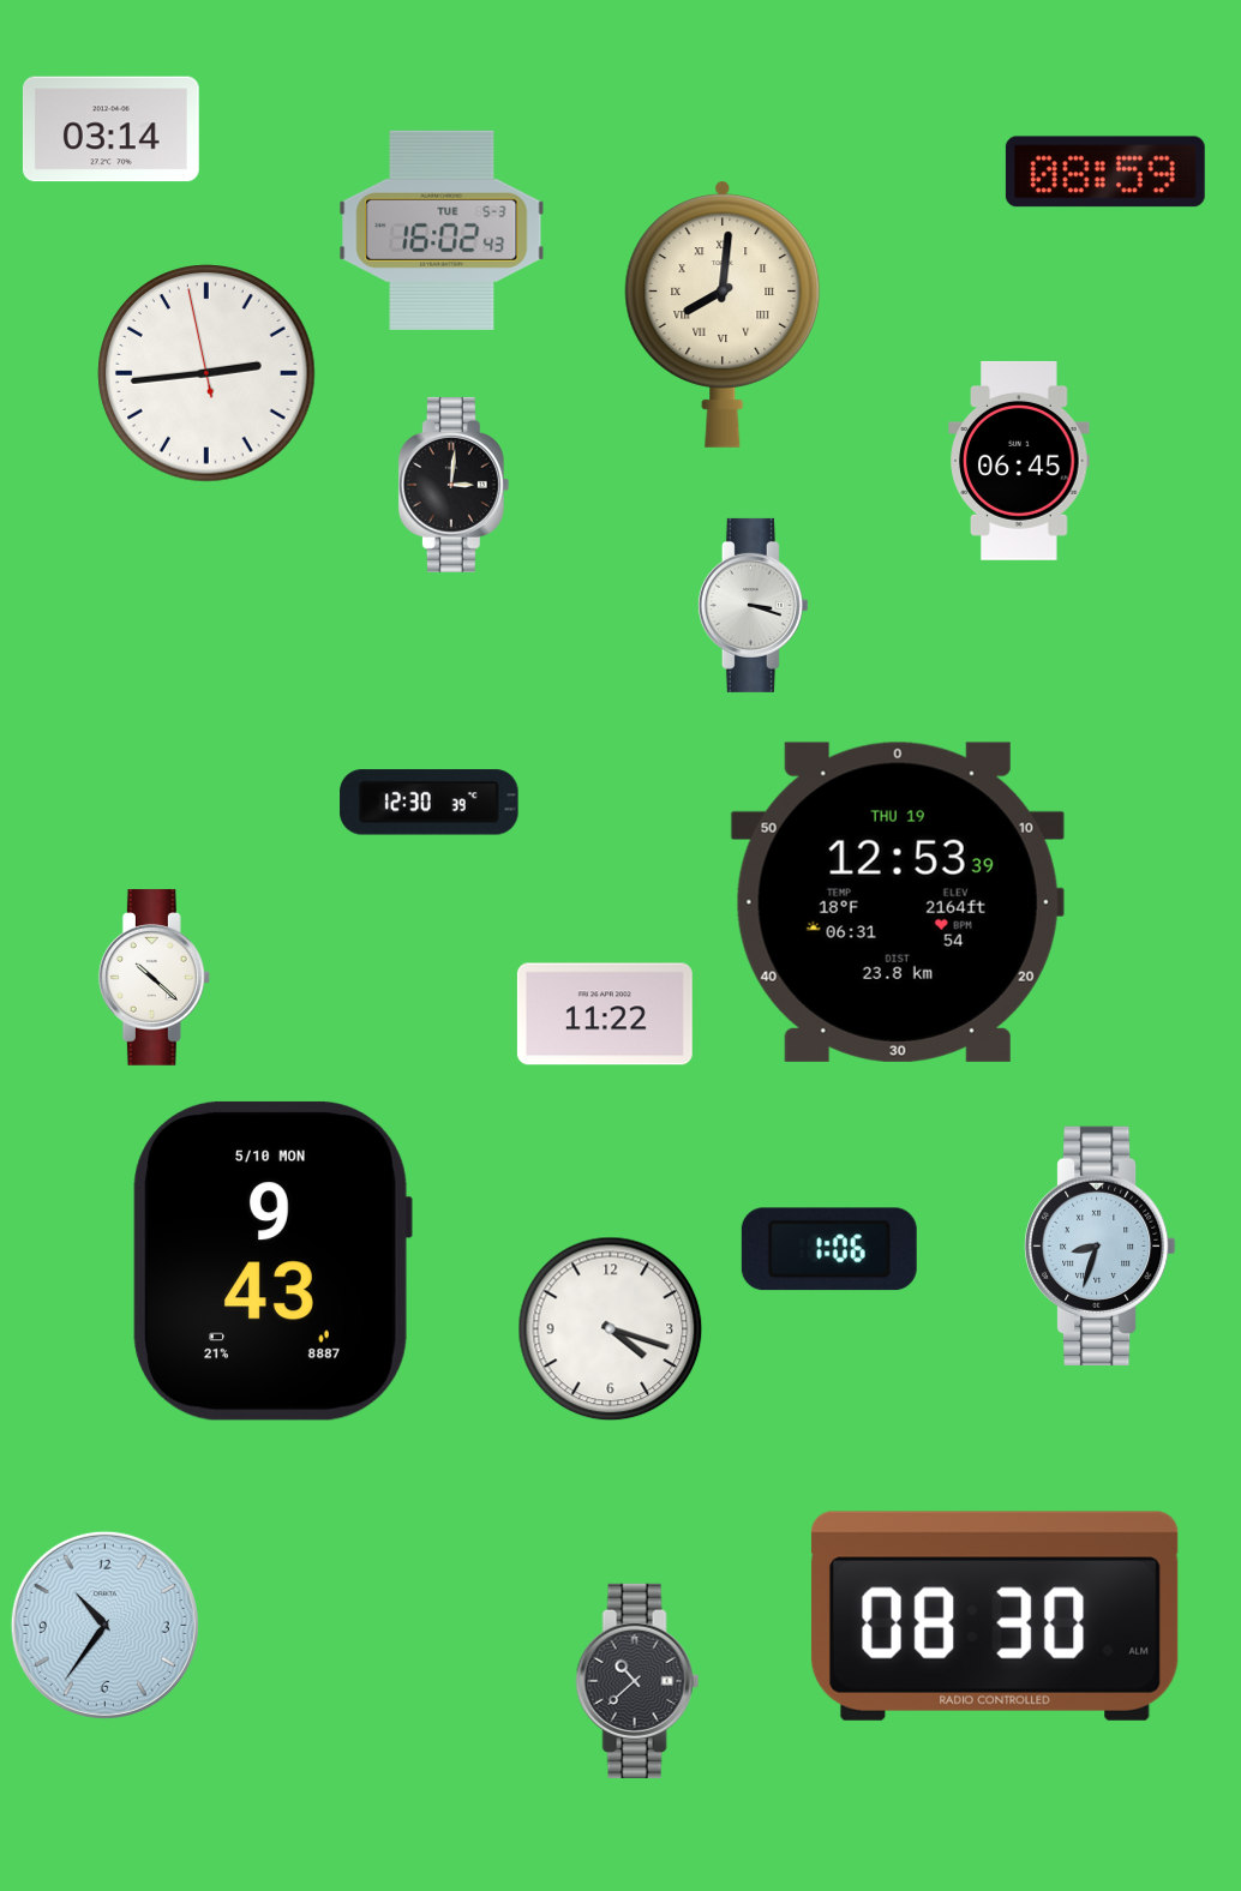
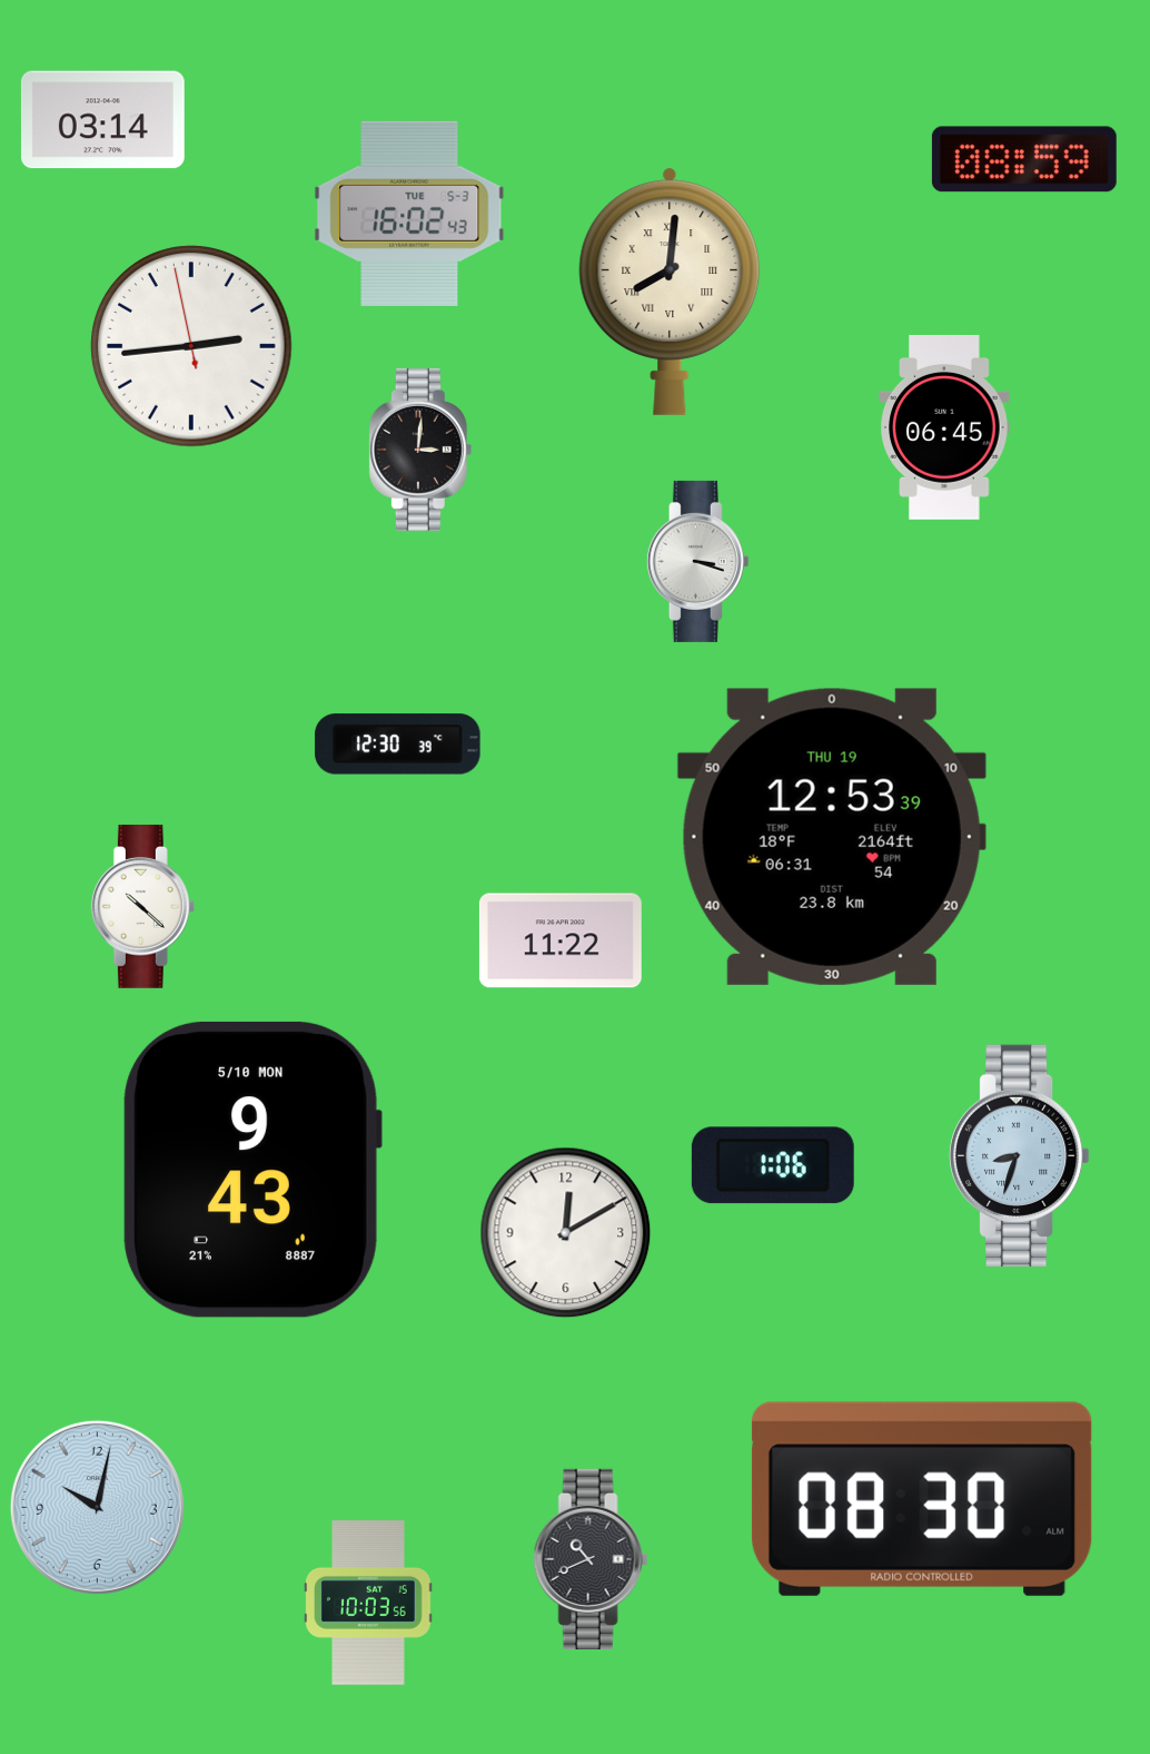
clock at (829, 1249) position: (829, 1249) -> (773, 1165)
clock at (611, 1329): 4:18 -> 12:10
clock at (104, 1625): 10:36 -> 10:02
clock at (637, 1681): 10:38 -> 10:41
clock at (368, 1603): none -> 10:03
